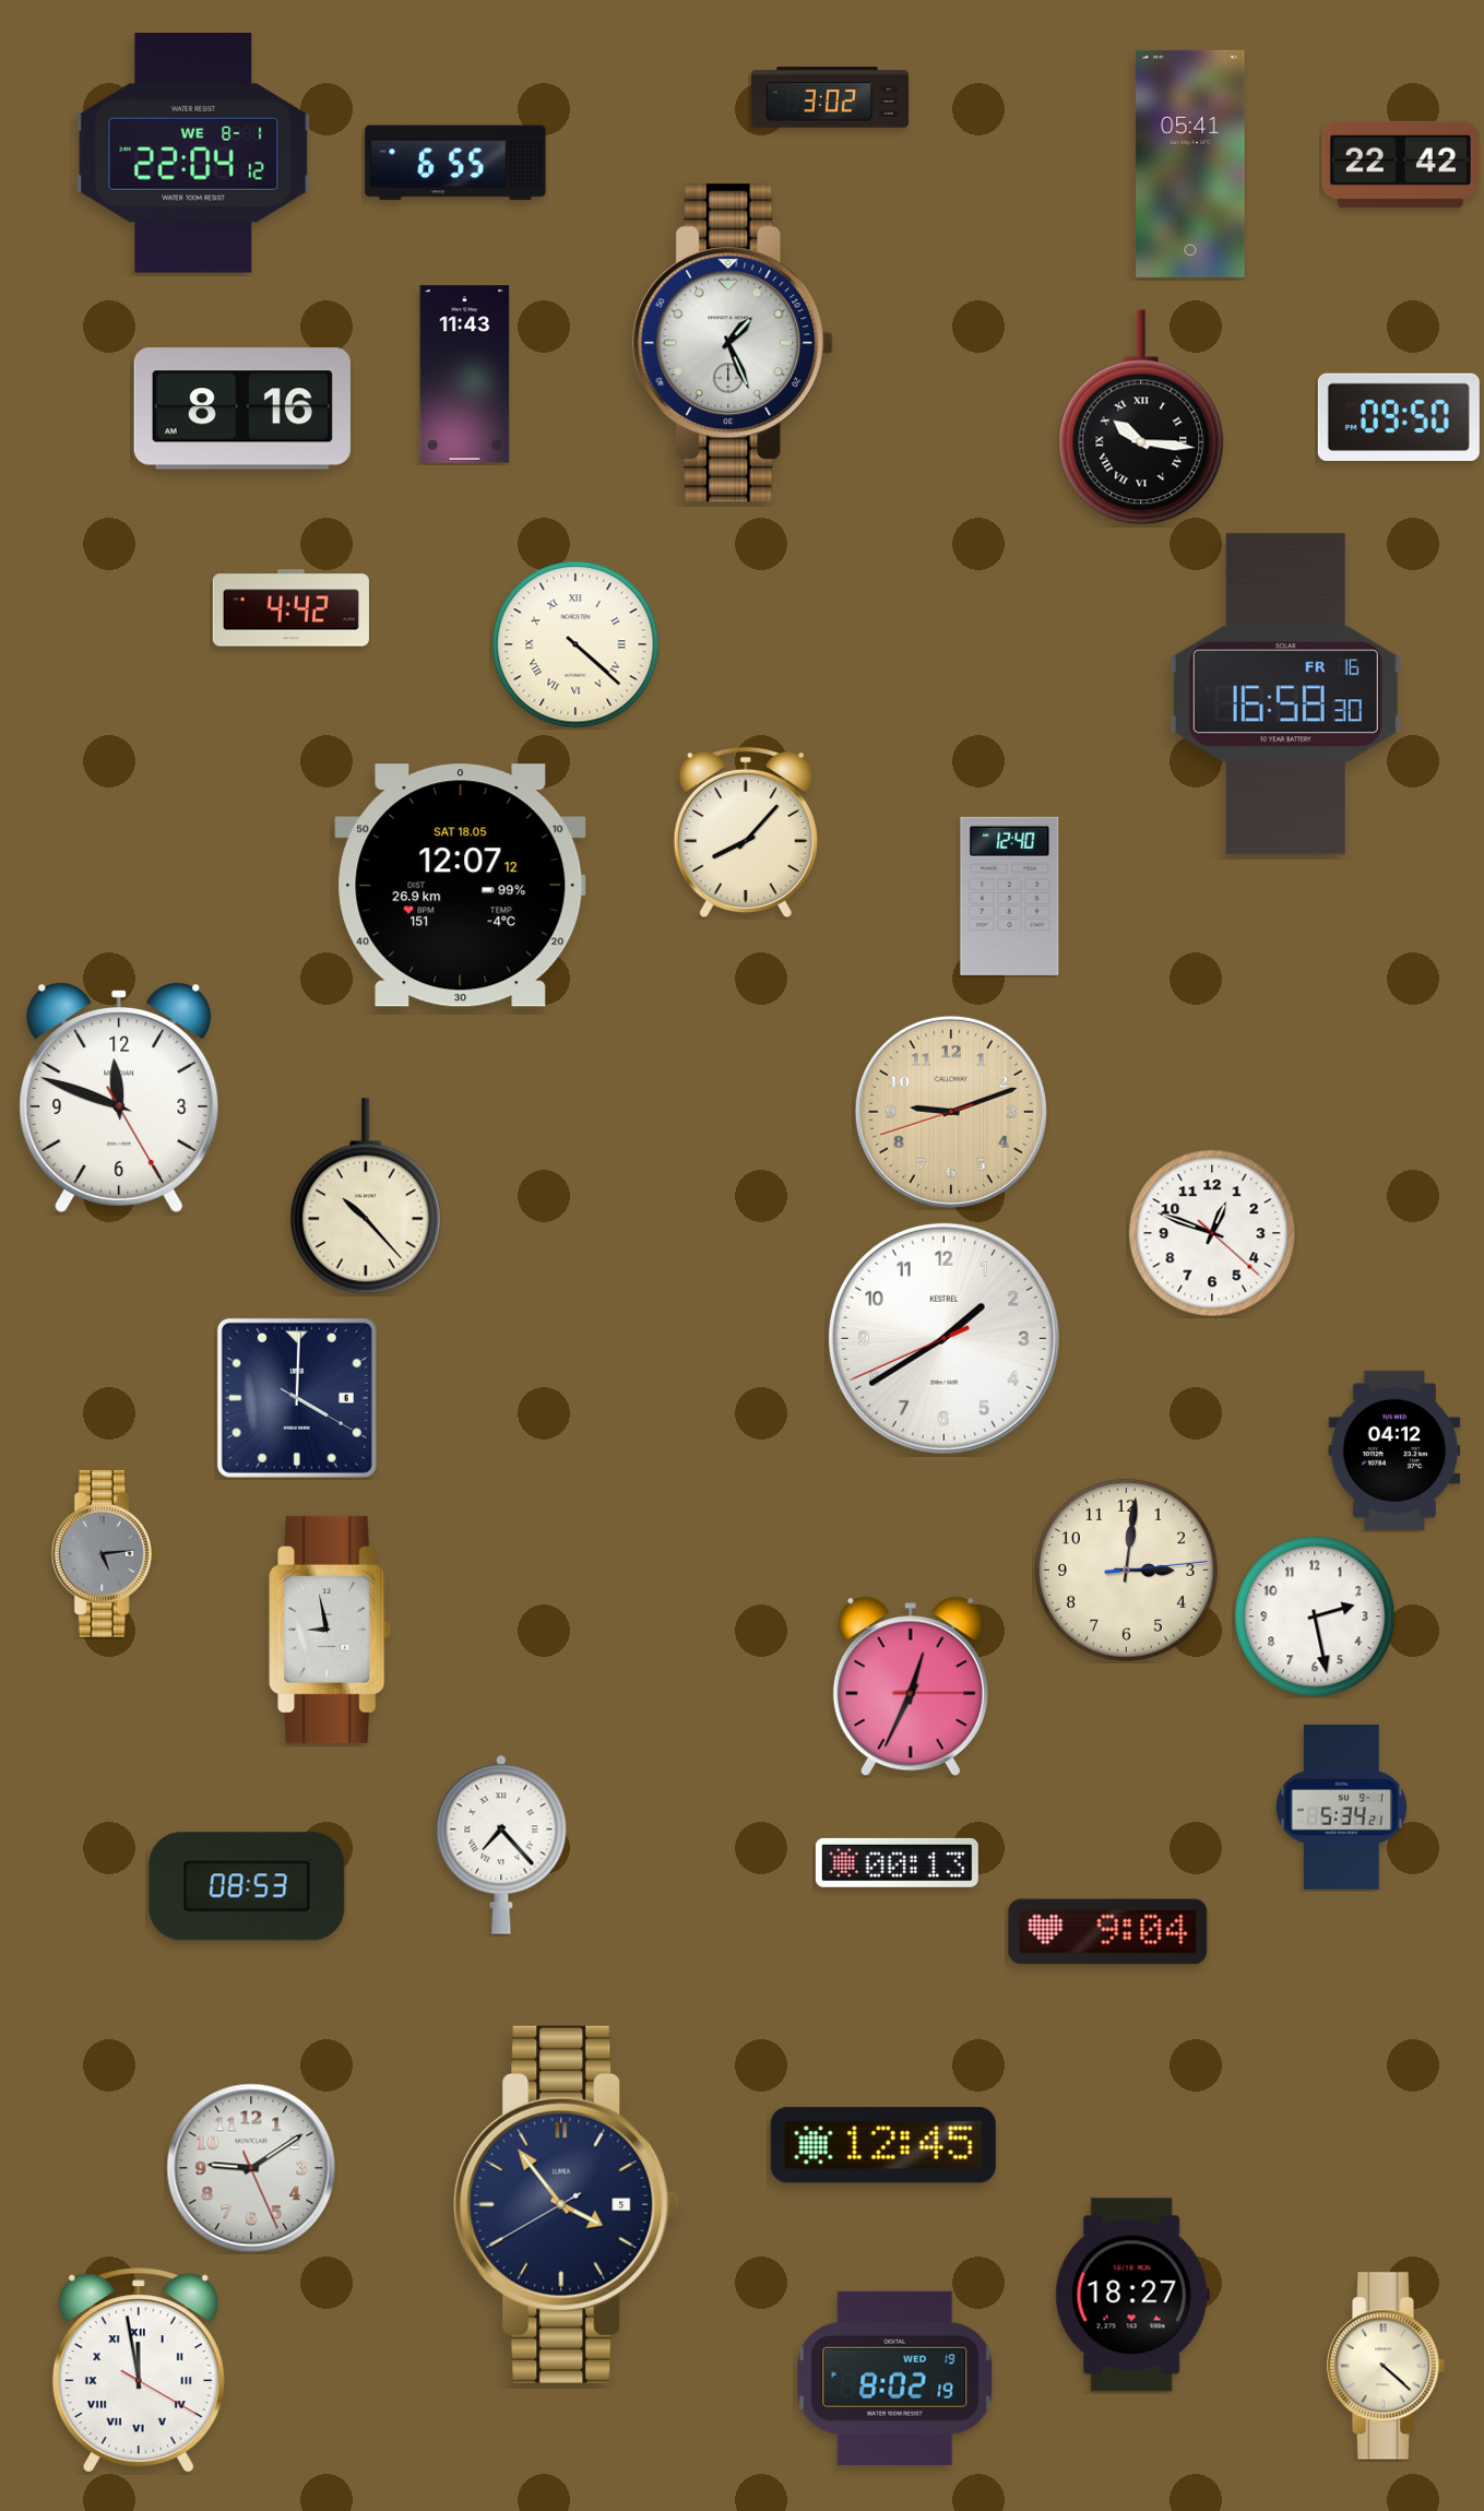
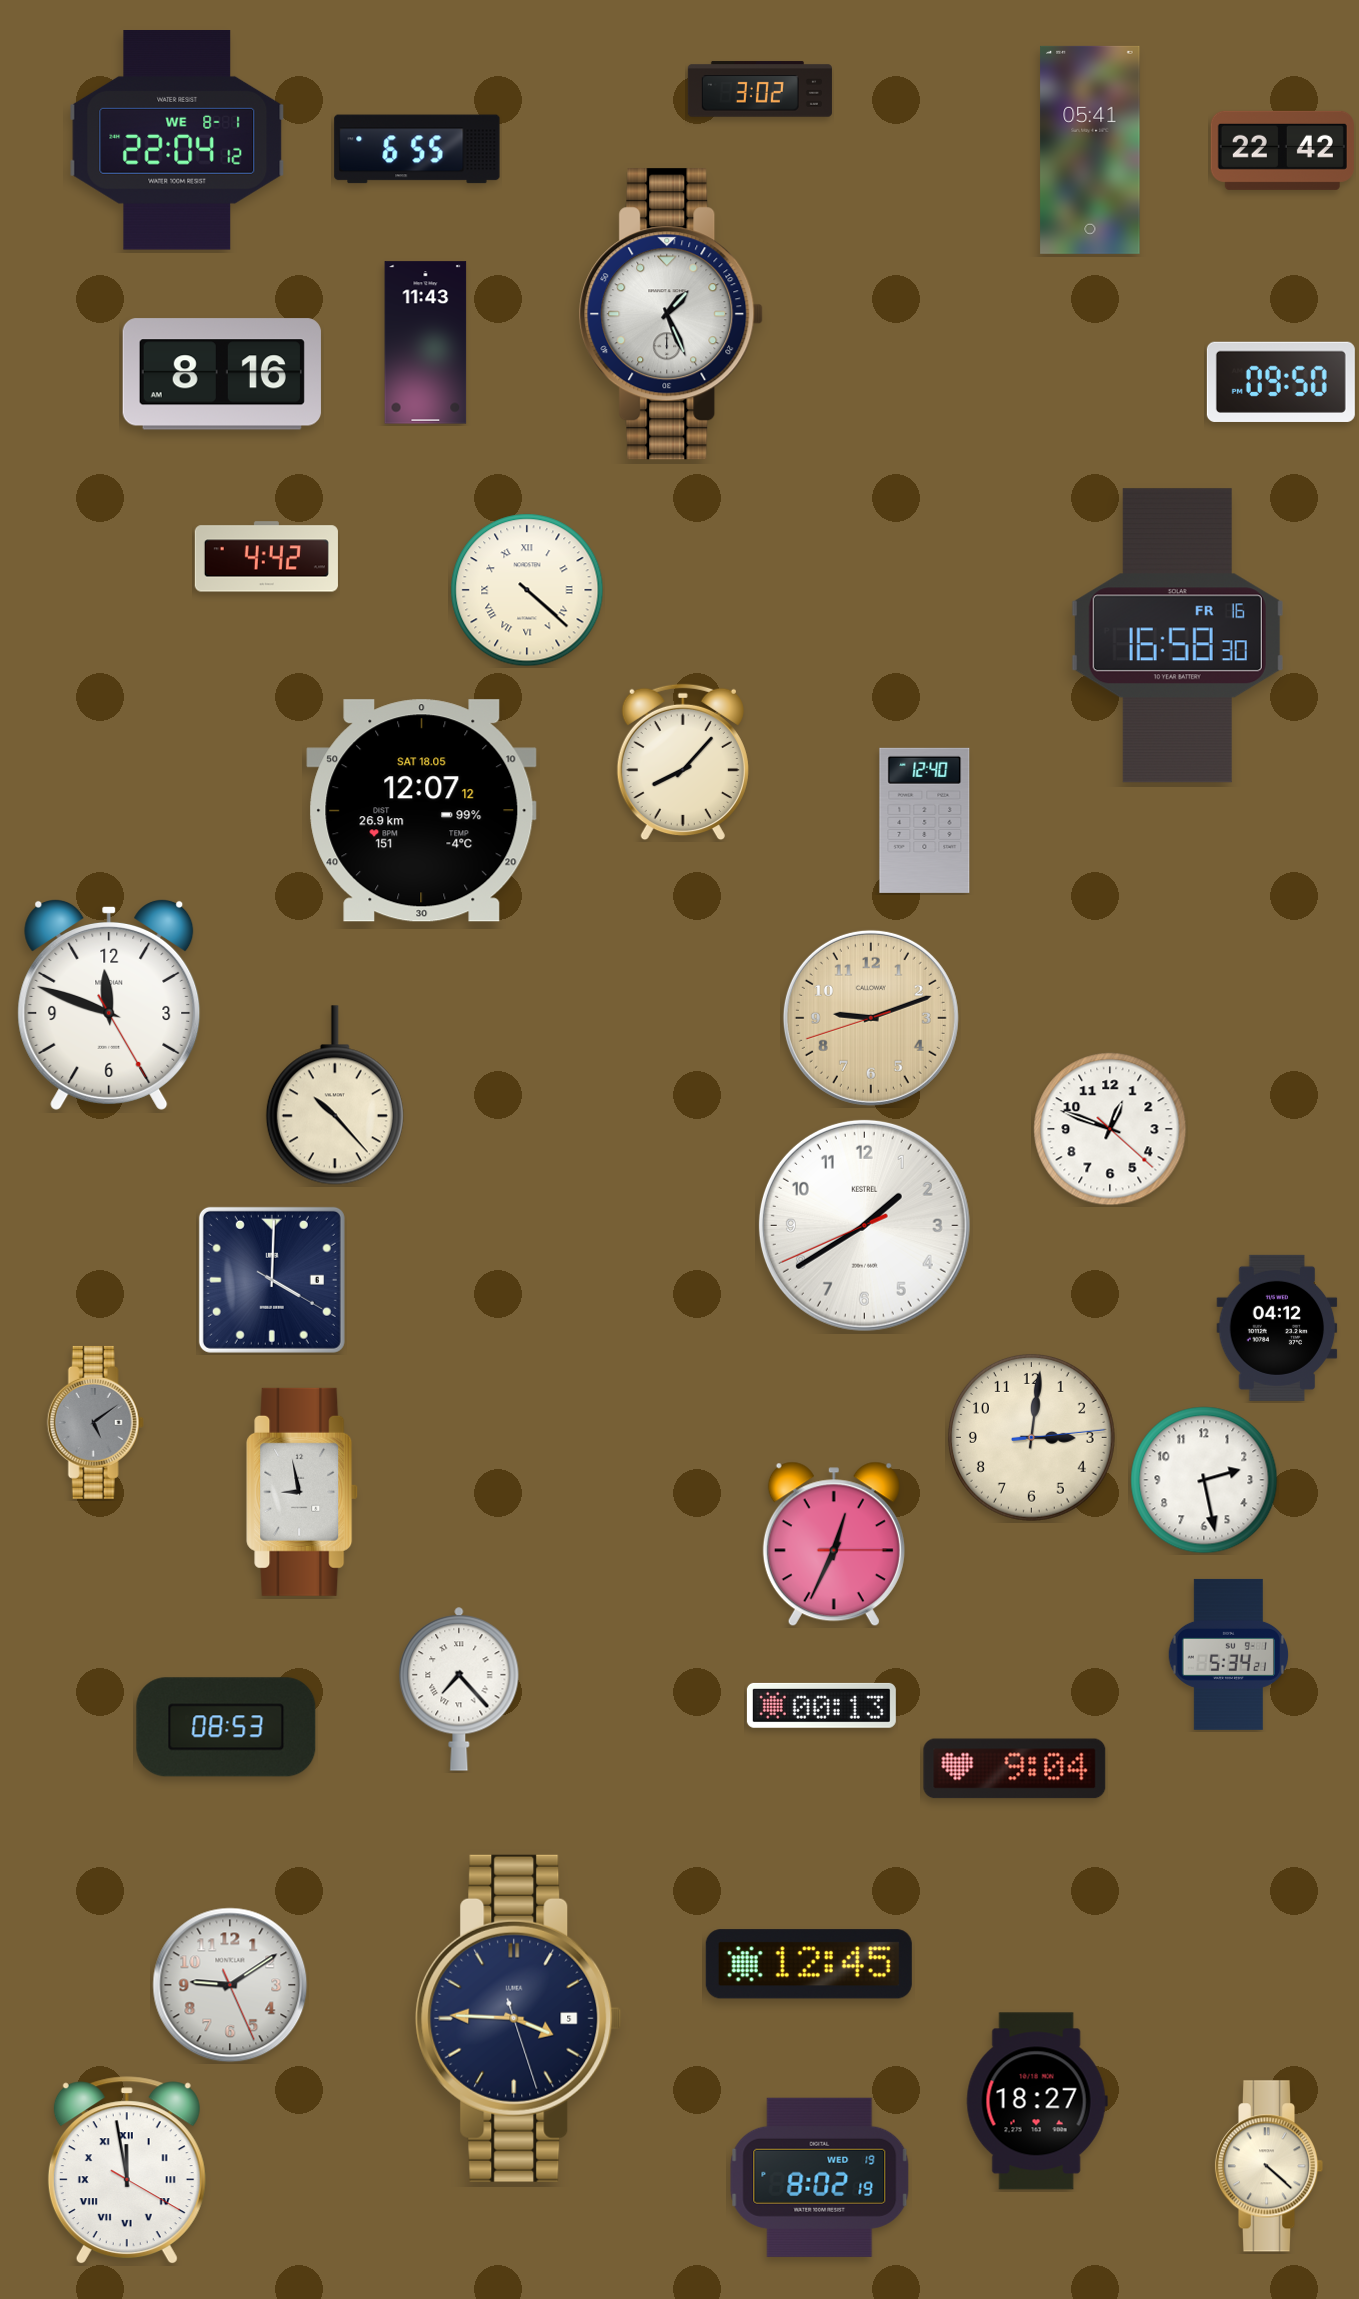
clock at (1141, 417): 10:16 -> none
clock at (104, 1553): 5:14 -> 5:09
clock at (567, 2204): 3:53 -> 3:45
